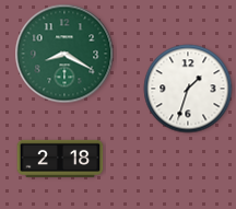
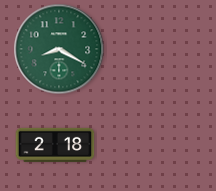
clock at (188, 89): 1:33 -> none
